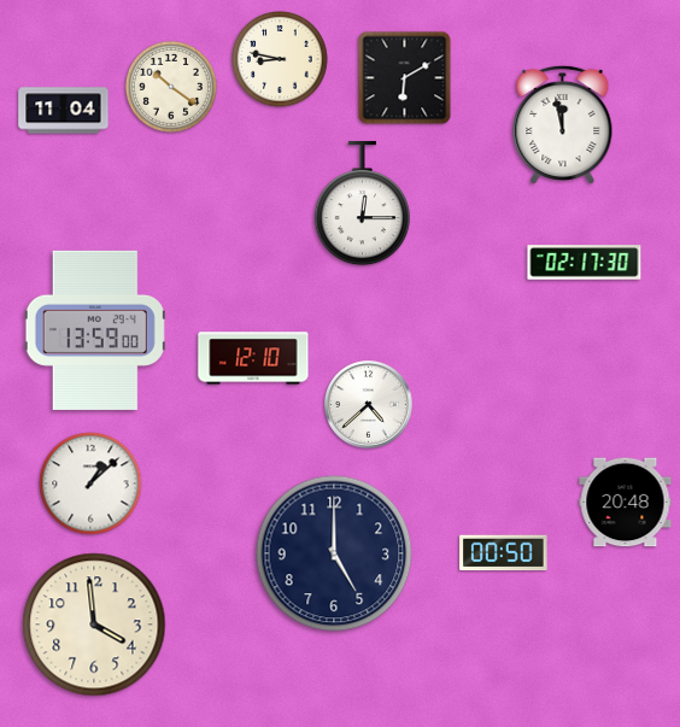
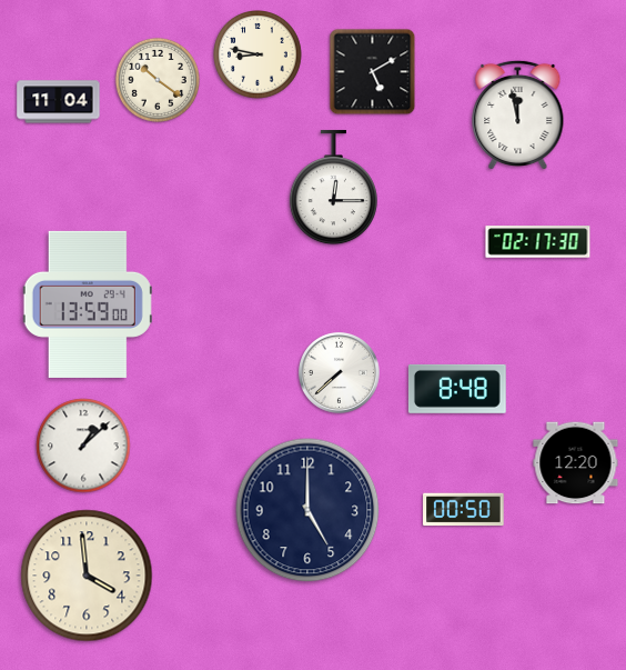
clock at (405, 78): 6:10 -> 5:10
clock at (253, 358): 12:10 -> none
clock at (369, 405): 4:38 -> 7:38
clock at (457, 389): none -> 8:48
clock at (626, 503): 20:48 -> 12:20
